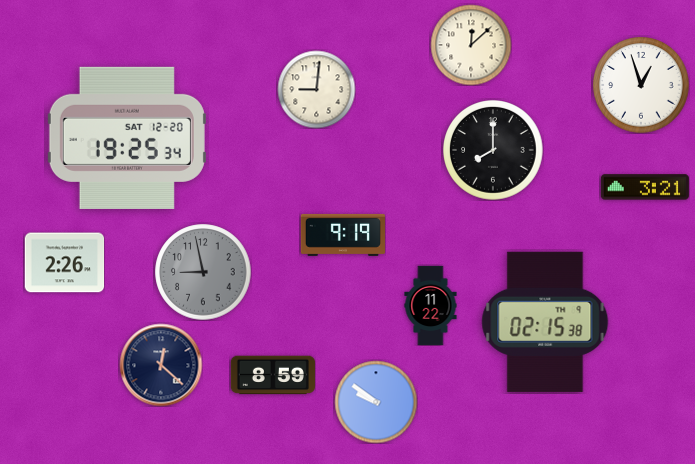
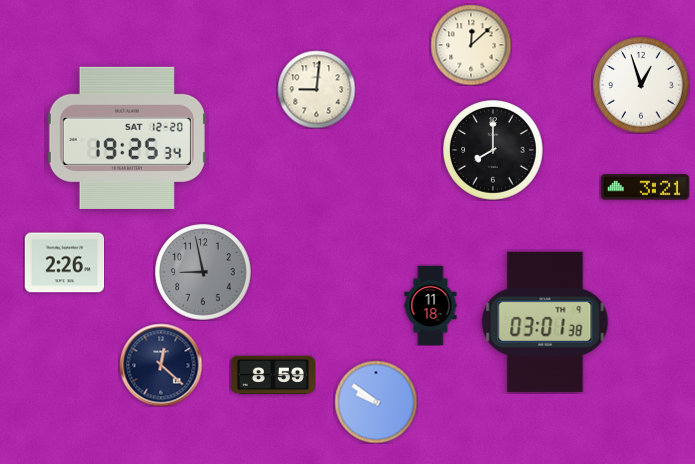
clock at (343, 235): 9:19 -> none
clock at (431, 305): 11:22 -> 11:18
clock at (545, 322): 02:15 -> 03:01
